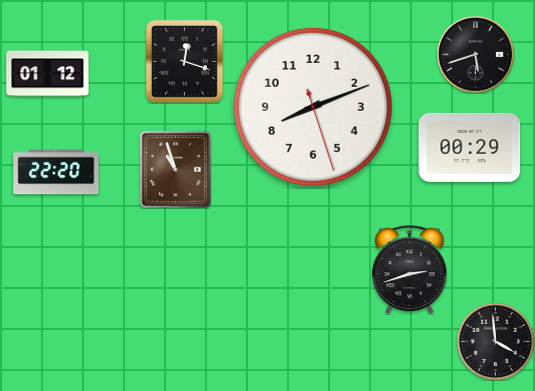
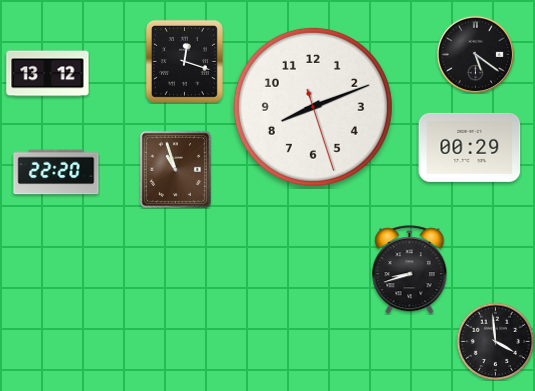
clock at (475, 54): 5:42 -> 5:21
clock at (48, 74): 01:12 -> 13:12
clock at (410, 270): 2:42 -> 8:42
